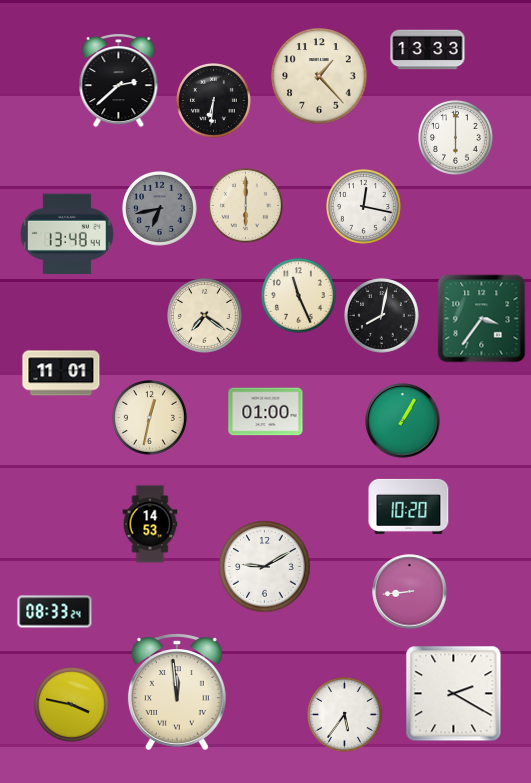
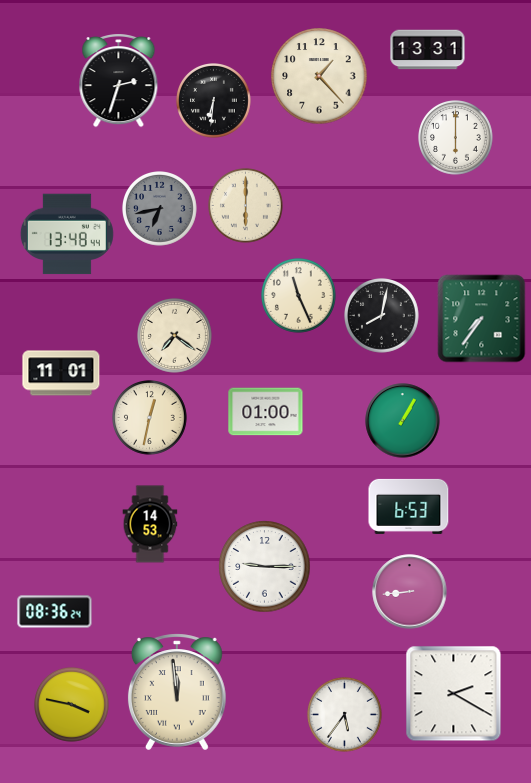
clock at (428, 50): 13:33 -> 13:31
clock at (119, 81): 2:38 -> 2:33
clock at (364, 207): 12:17 -> none
clock at (205, 316) position: (205, 316) -> (175, 336)
clock at (482, 319): 3:36 -> 7:36
clock at (409, 506): 10:20 -> 6:53
clock at (265, 567): 9:10 -> 9:15
clock at (55, 612): 08:33 -> 08:36
